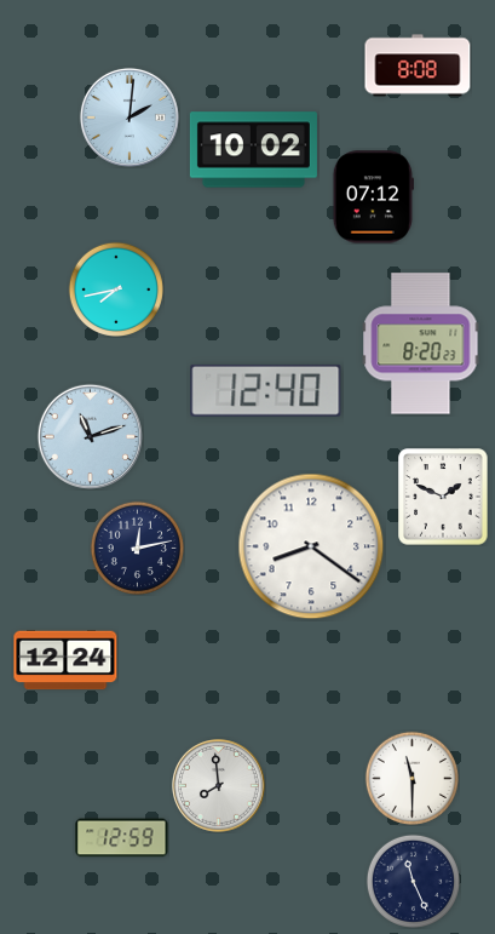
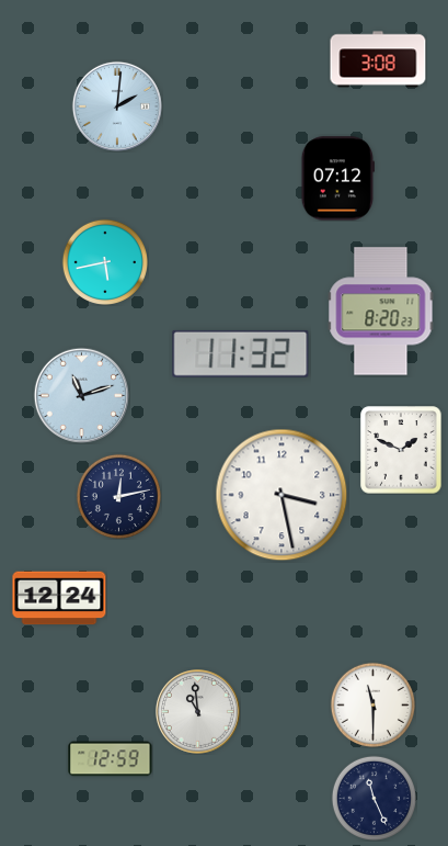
clock at (418, 65): 8:08 -> 3:08
clock at (253, 150): 10:02 -> none
clock at (116, 290): 7:43 -> 5:43
clock at (266, 390): 12:40 -> 11:32
clock at (311, 546): 8:21 -> 3:28
clock at (137, 548) position: (137, 548) -> (118, 496)
clock at (219, 786): 7:59 -> 10:59
